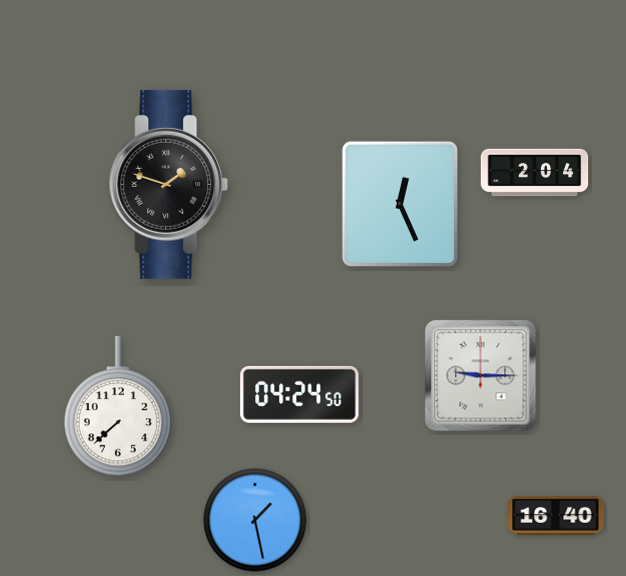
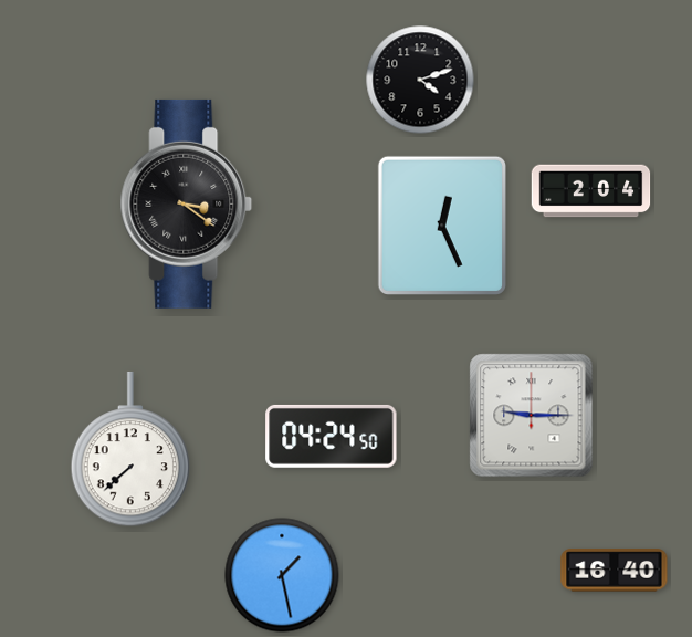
clock at (420, 80): none -> 4:12
clock at (169, 184): 1:48 -> 3:21
